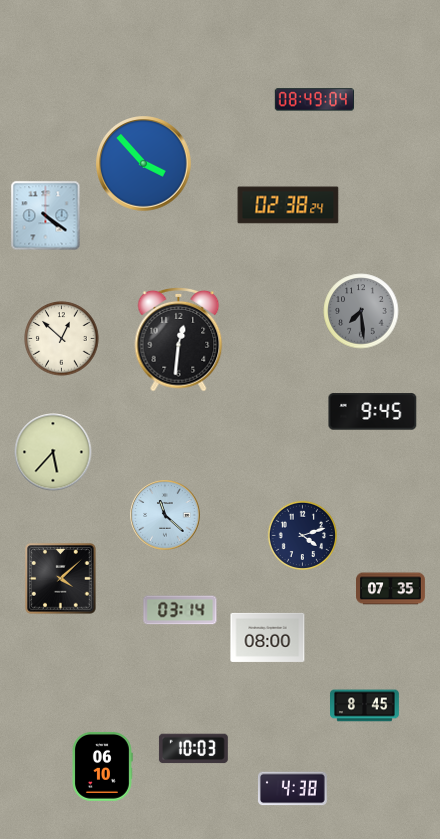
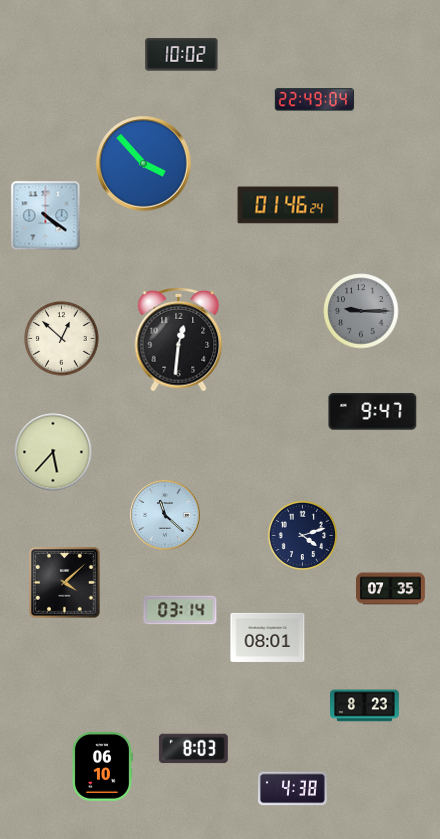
clock at (182, 55): none -> 10:02
clock at (314, 100): 08:49 -> 22:49
clock at (288, 205): 02:38 -> 01:46
clock at (361, 311): 7:29 -> 9:15
clock at (373, 412): 9:45 -> 9:47
clock at (61, 579) position: (61, 579) -> (65, 583)
clock at (268, 637): 08:00 -> 08:01
clock at (365, 706): 8:45 -> 8:23
clock at (193, 749): 10:03 -> 8:03
